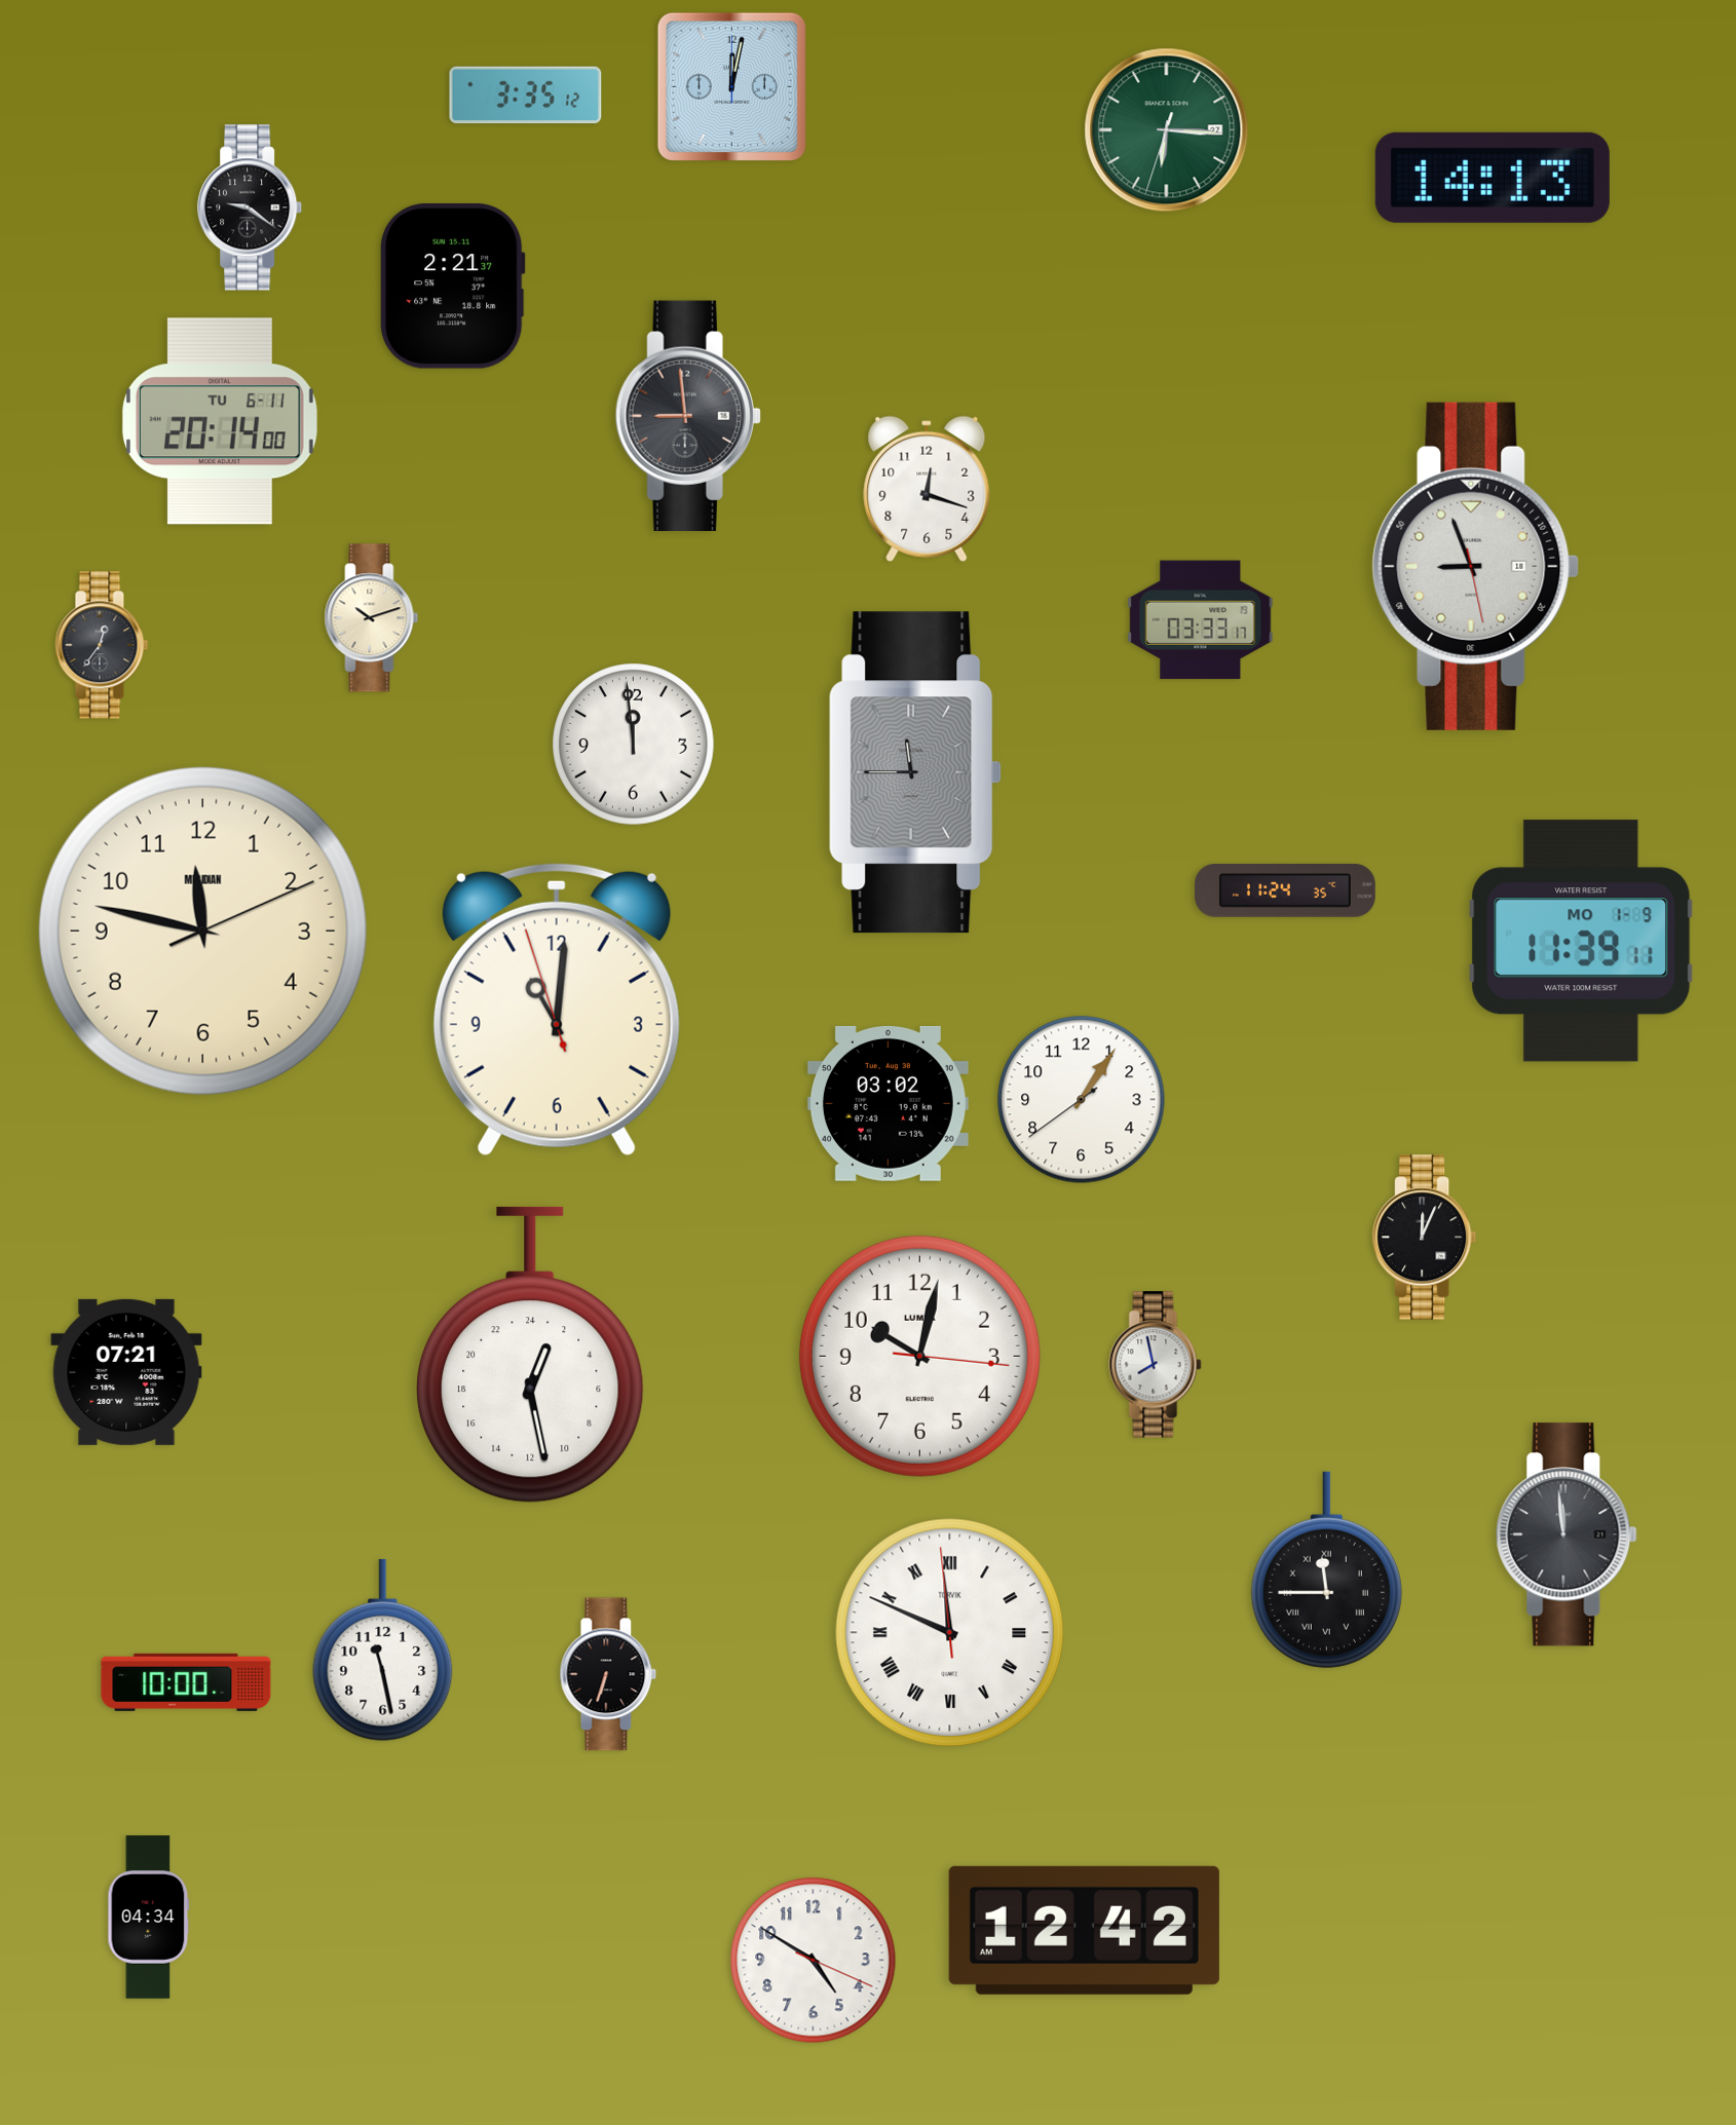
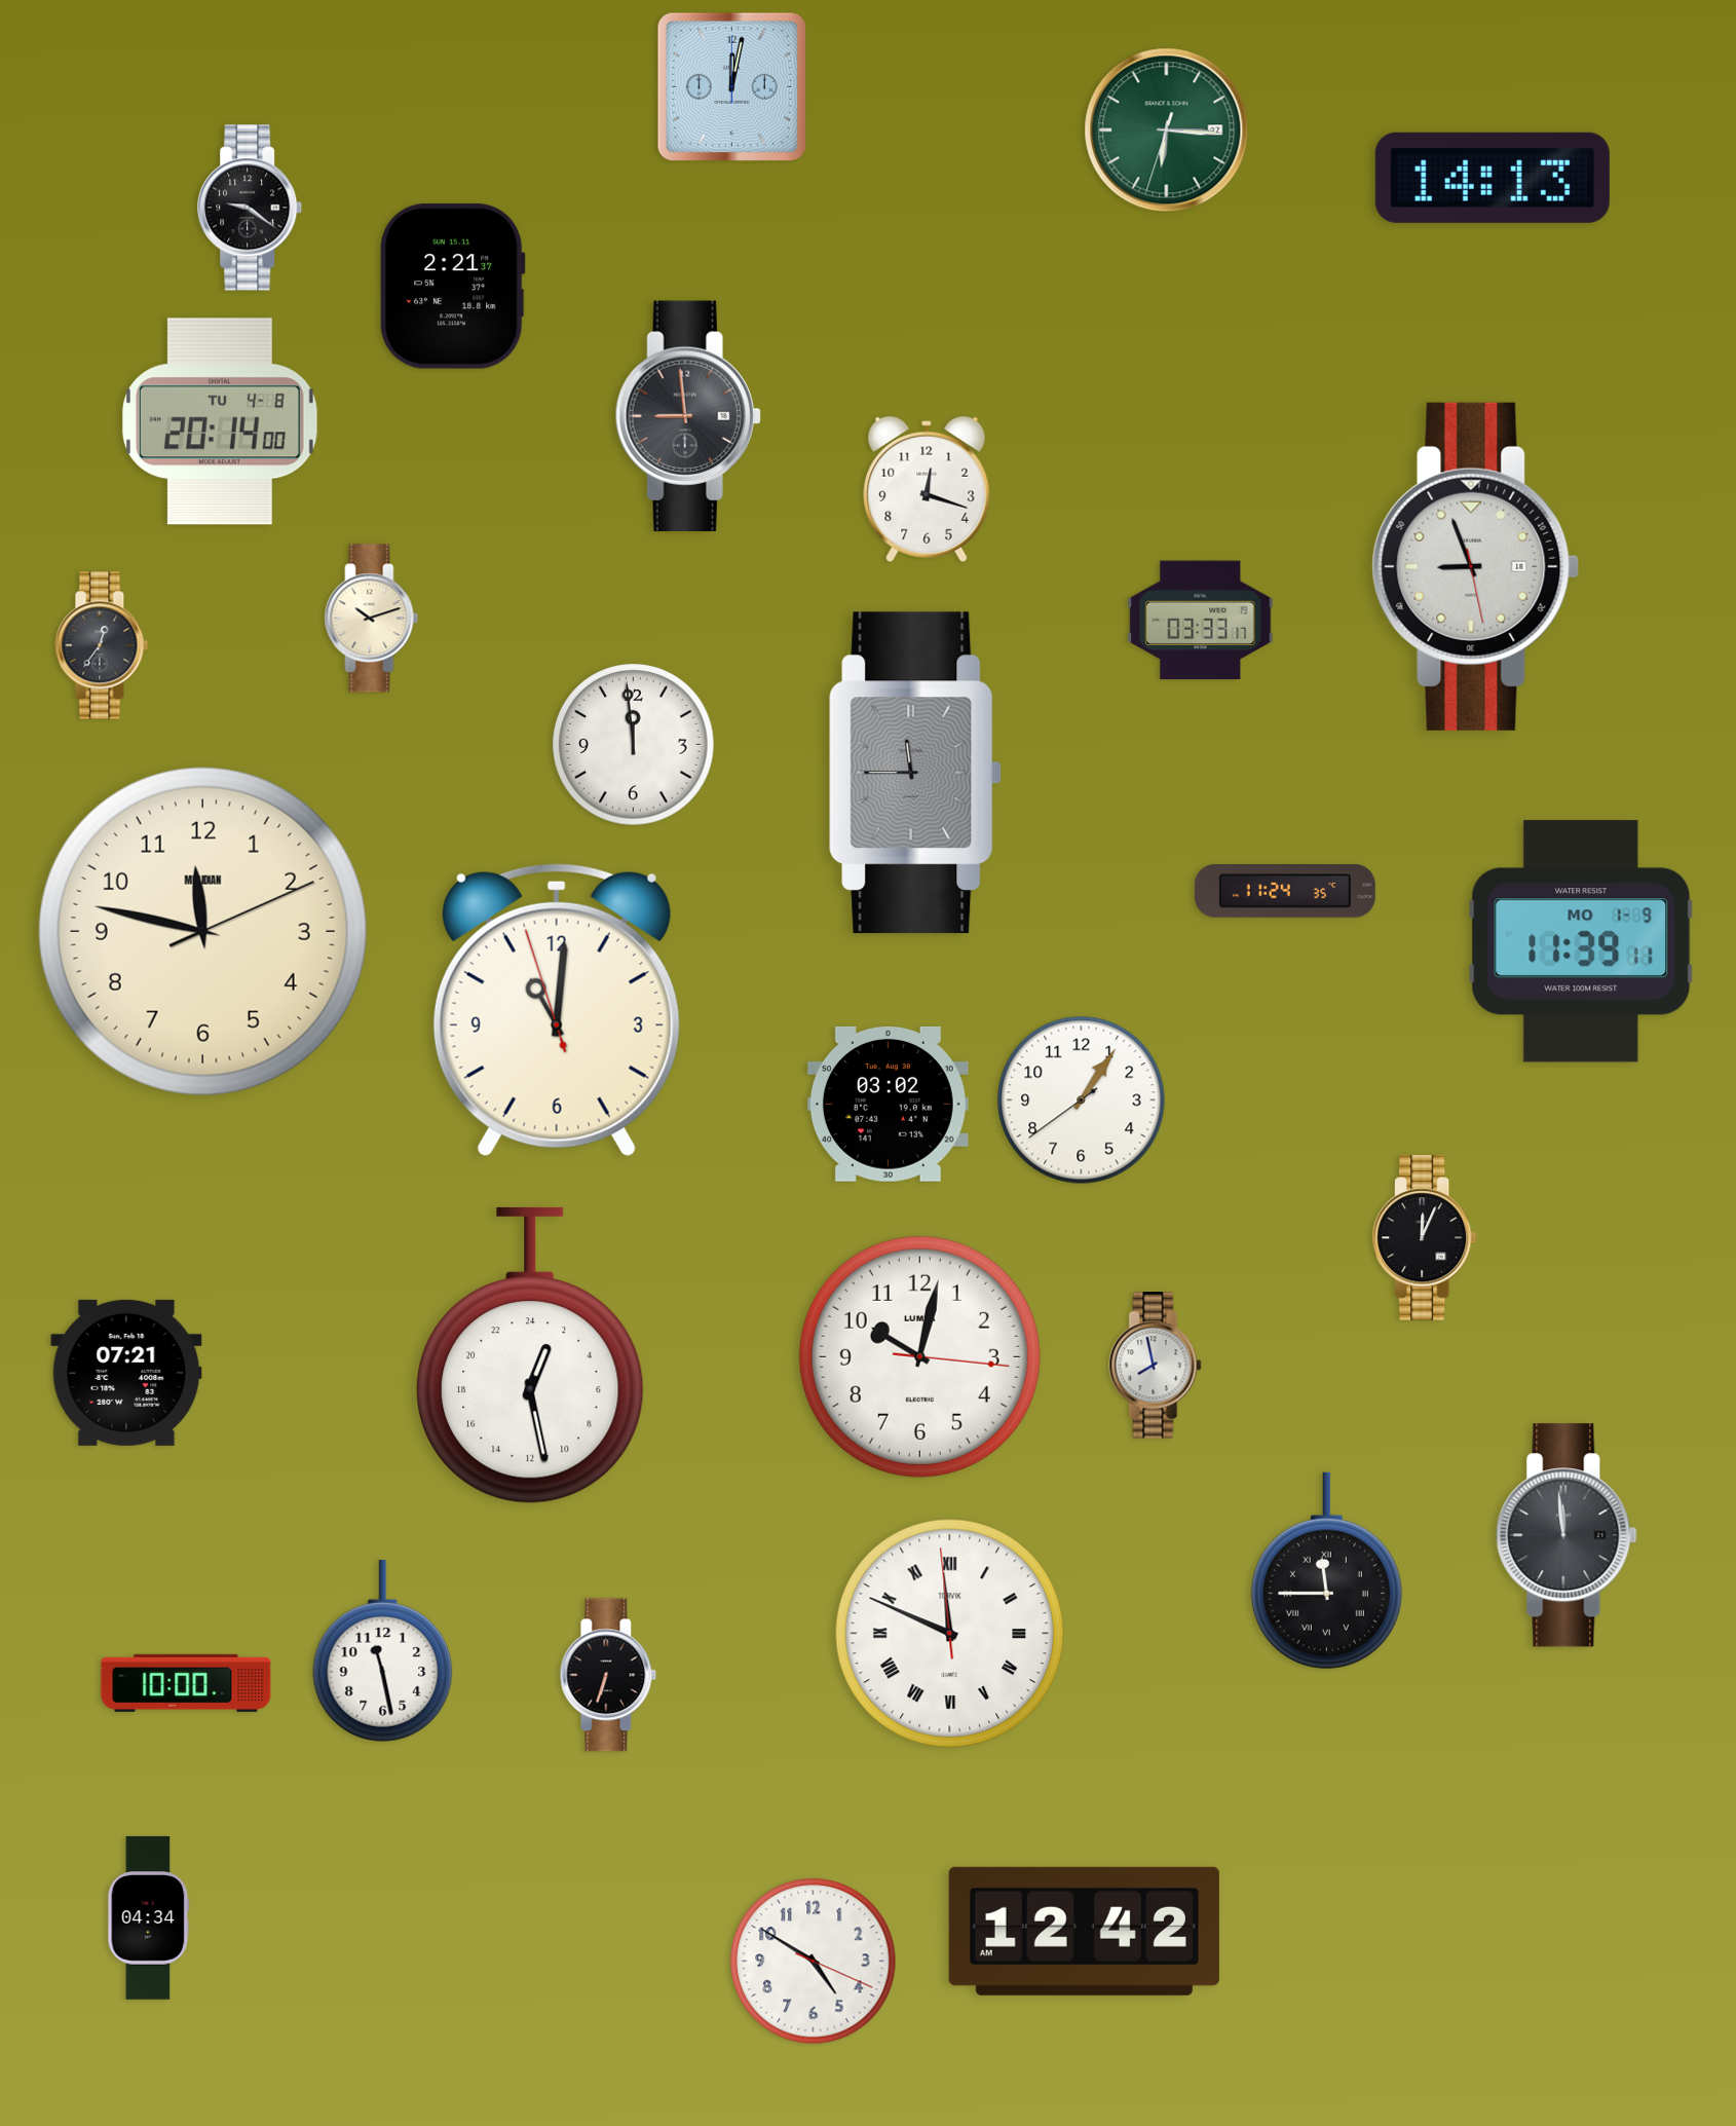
clock at (526, 96): 3:35 -> none
clock at (220, 421) date: TU 6-11 -> TU 4-8
